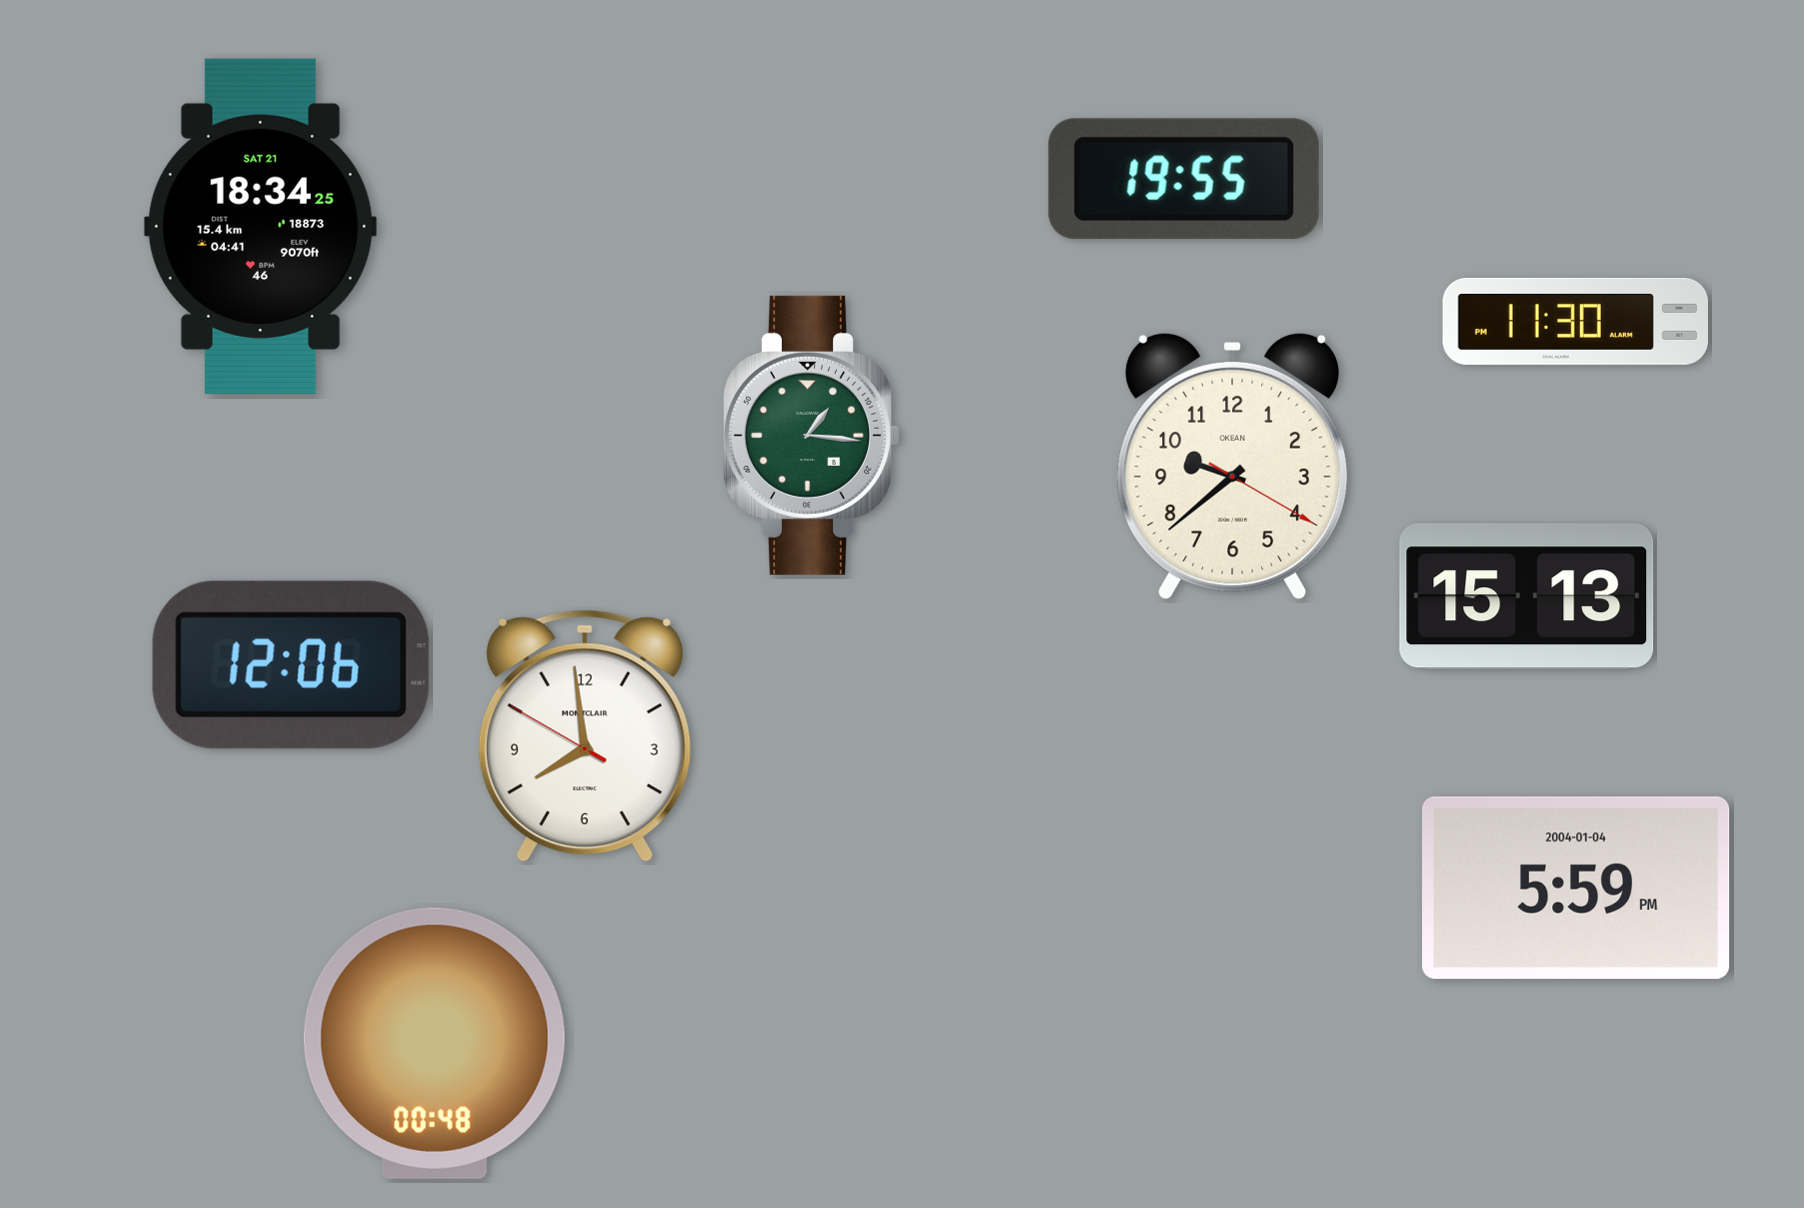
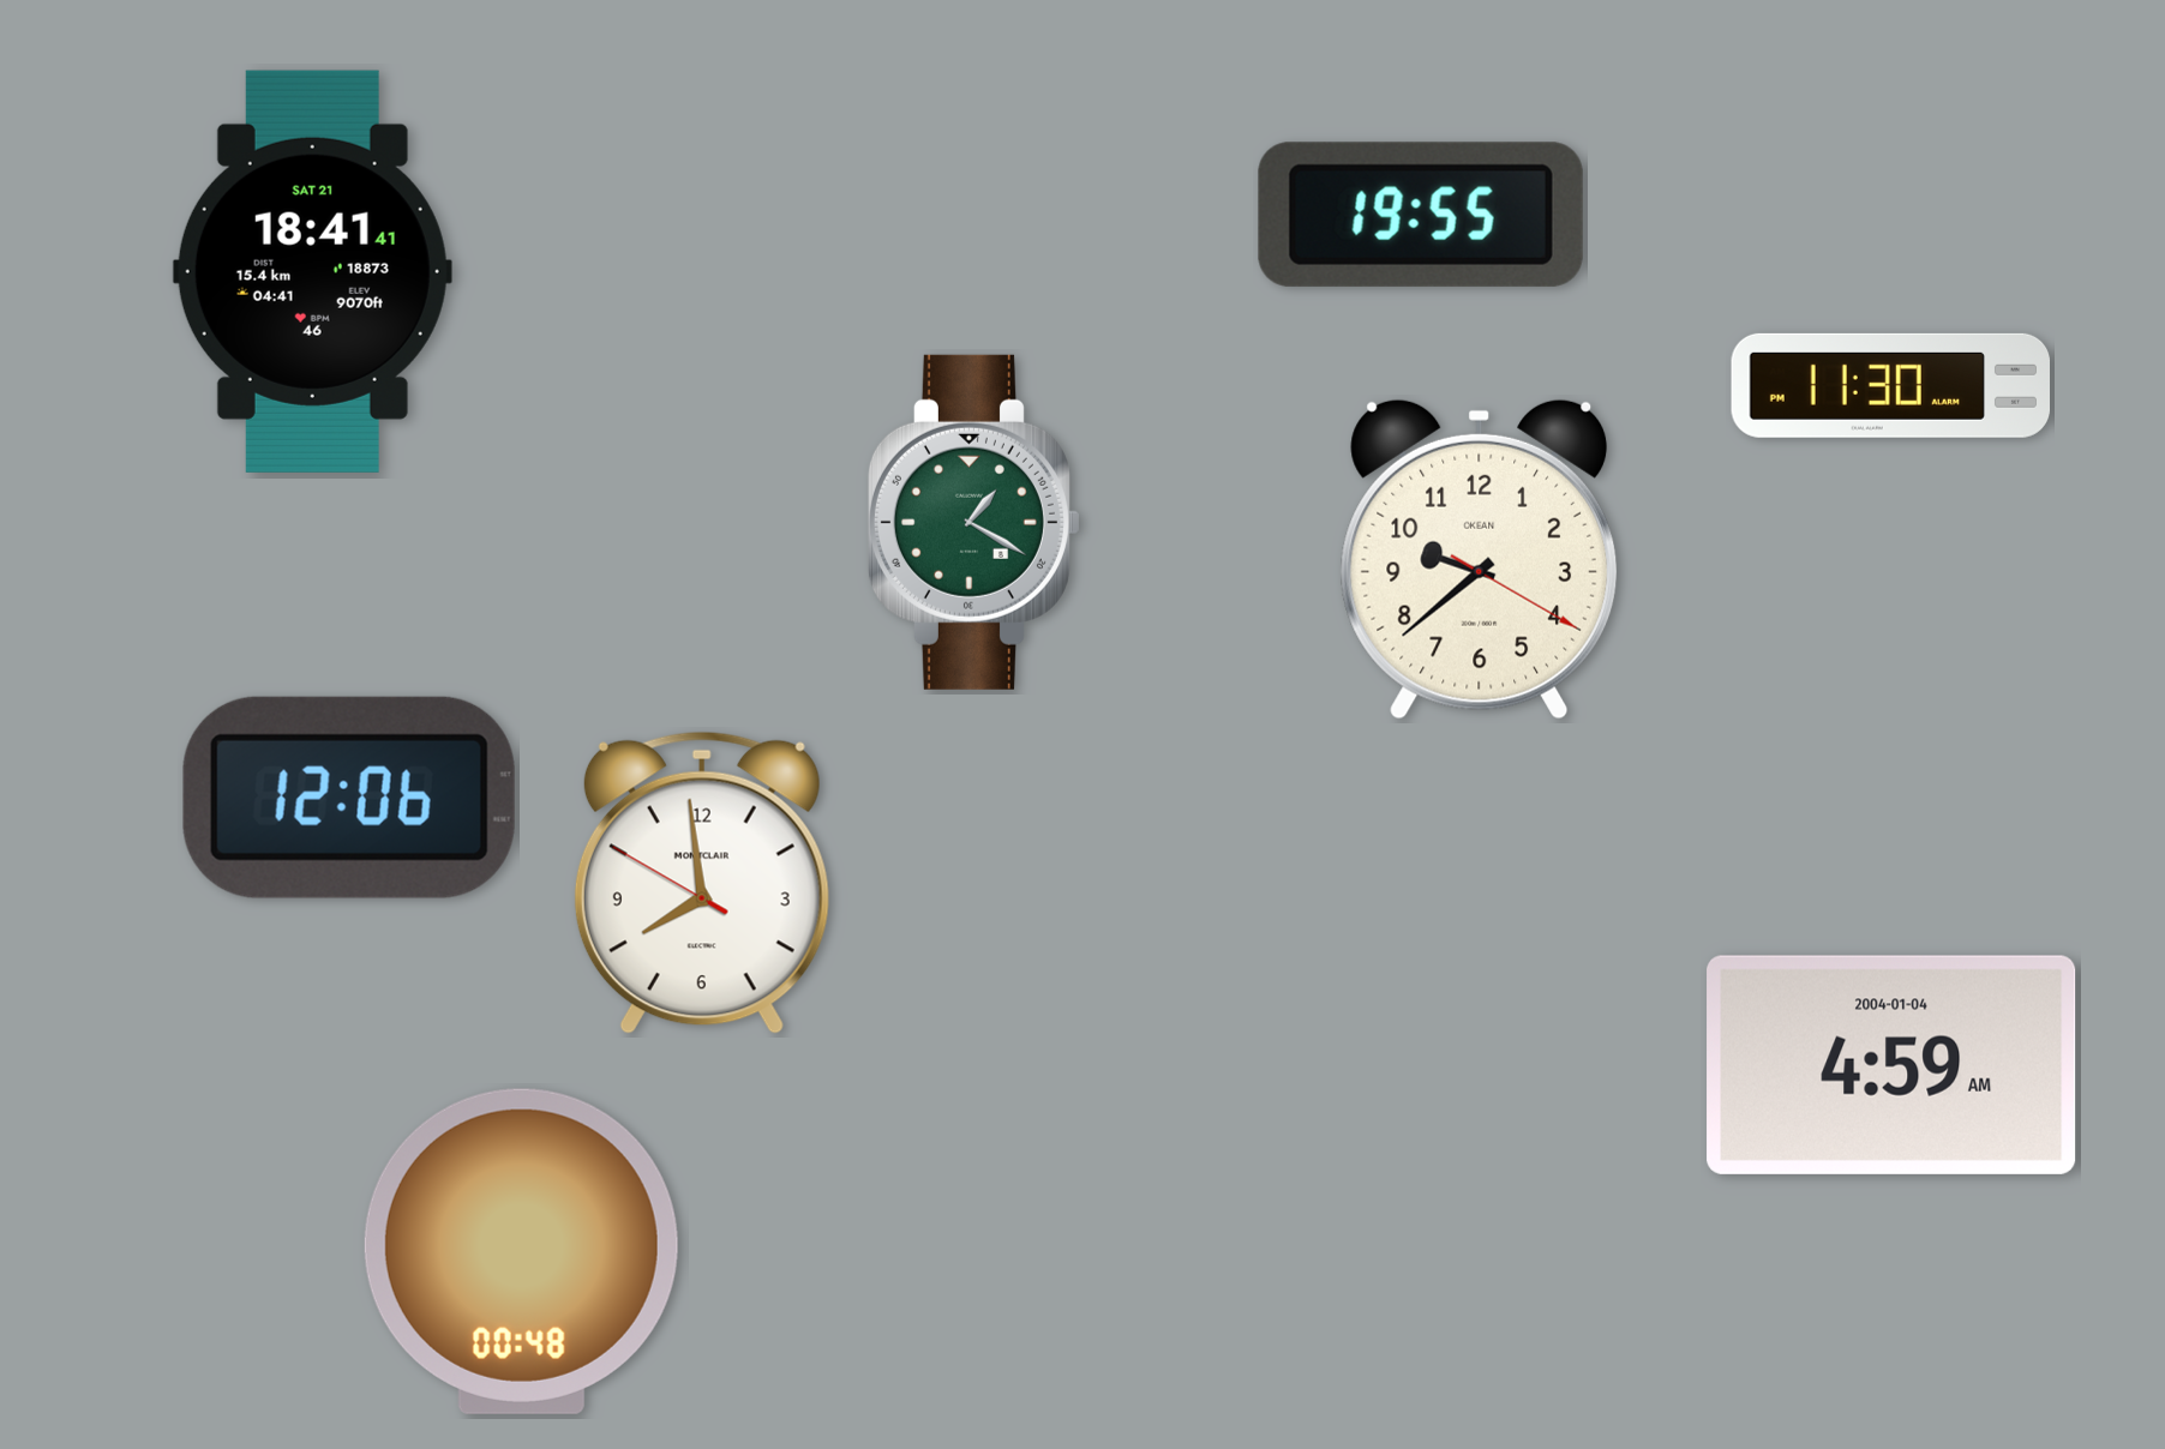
clock at (260, 226): 18:34 -> 18:41
clock at (811, 435): 1:16 -> 1:20
clock at (1527, 597): 15:13 -> none
clock at (1576, 888): 5:59 -> 4:59
